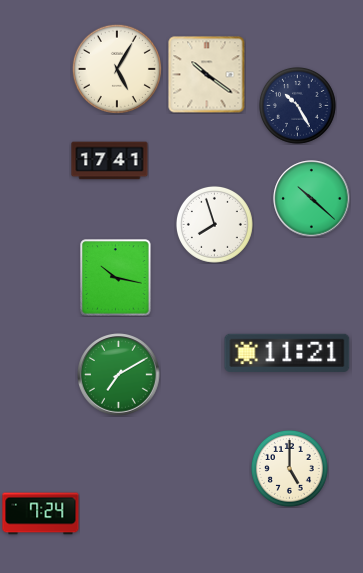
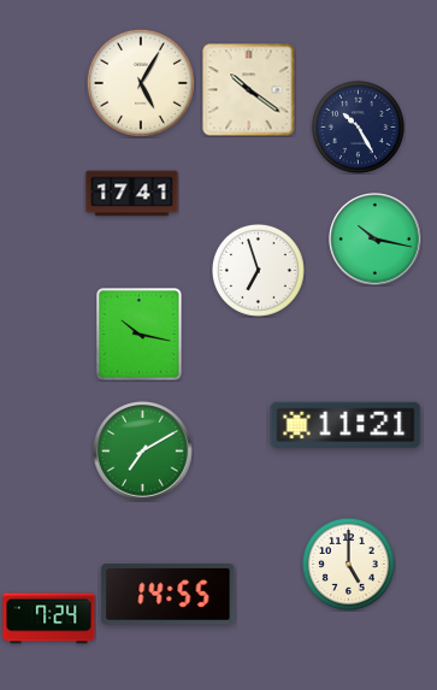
clock at (312, 199): 10:22 -> 10:17
clock at (214, 224): 7:57 -> 6:57
clock at (169, 595): none -> 14:55
